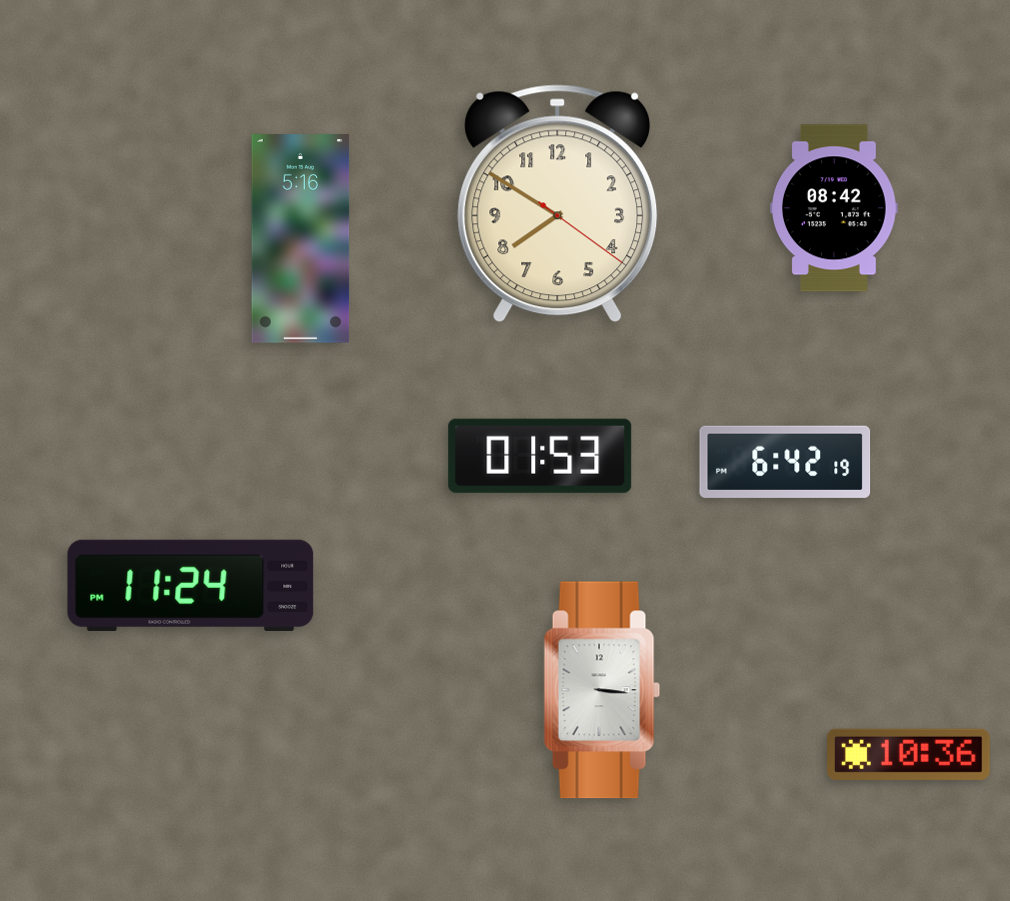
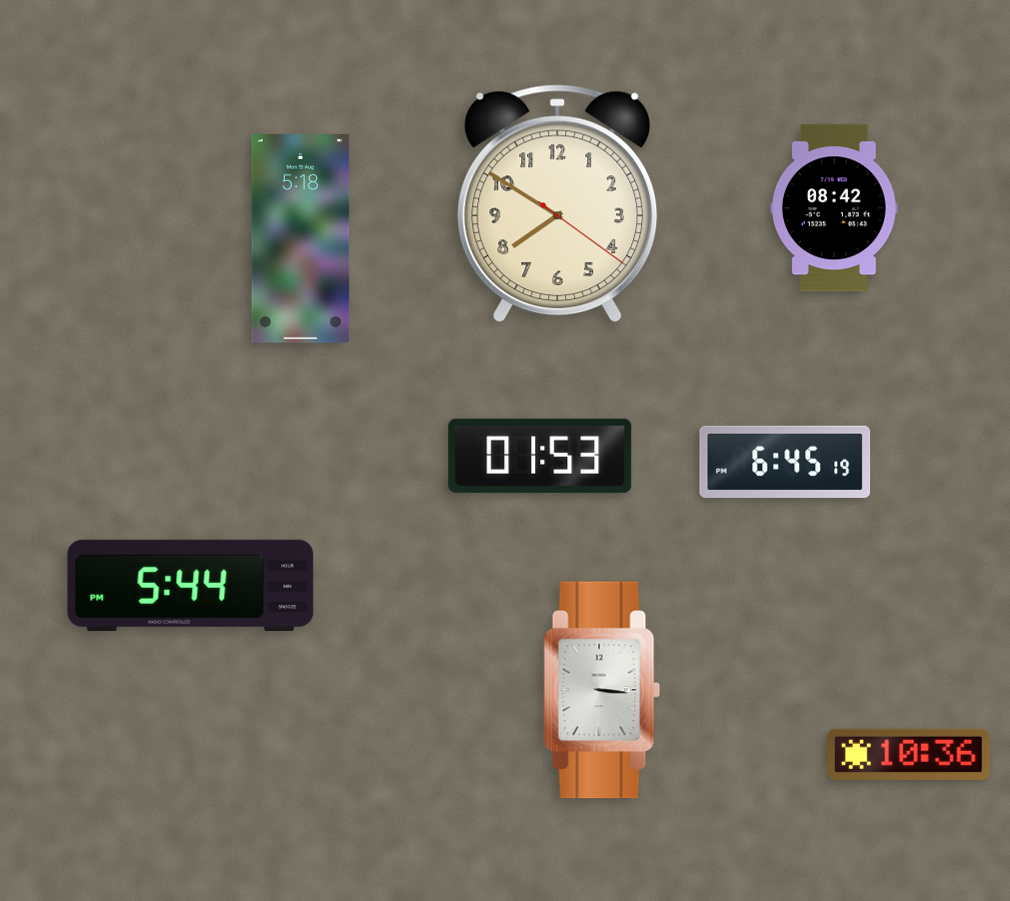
clock at (301, 239): 5:16 -> 5:18
clock at (785, 462): 6:42 -> 6:45
clock at (191, 585): 11:24 -> 5:44
